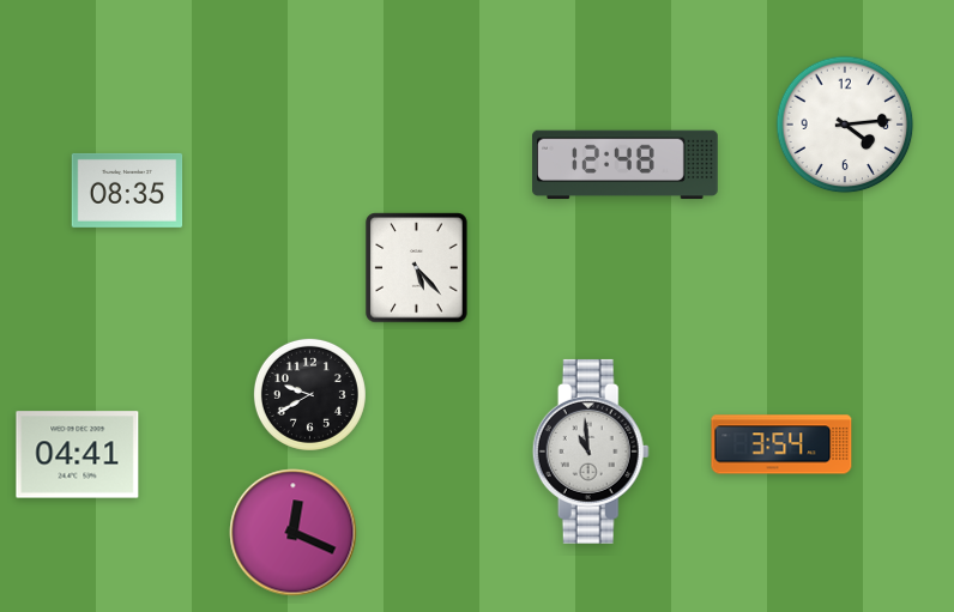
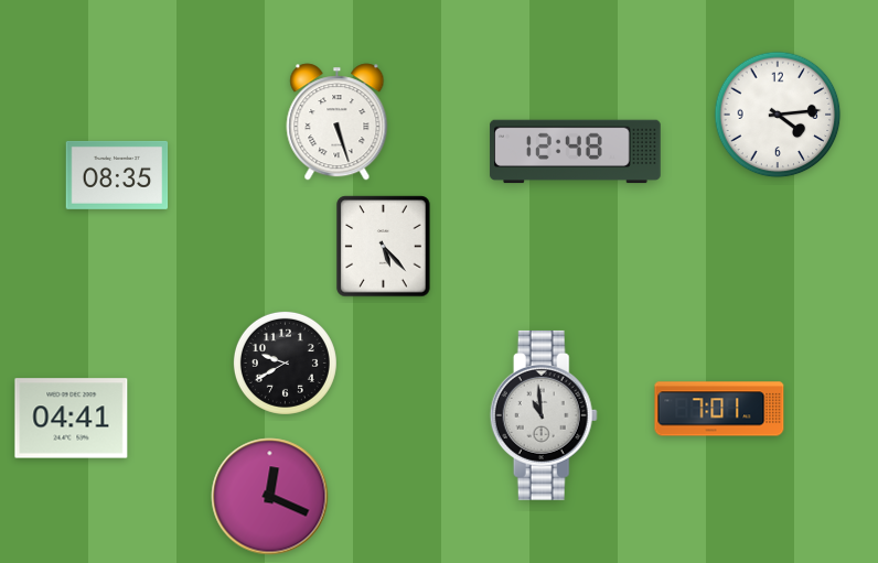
clock at (338, 122): none -> 5:27
clock at (781, 444): 3:54 -> 7:01
clock at (294, 533) position: (294, 533) -> (270, 497)
